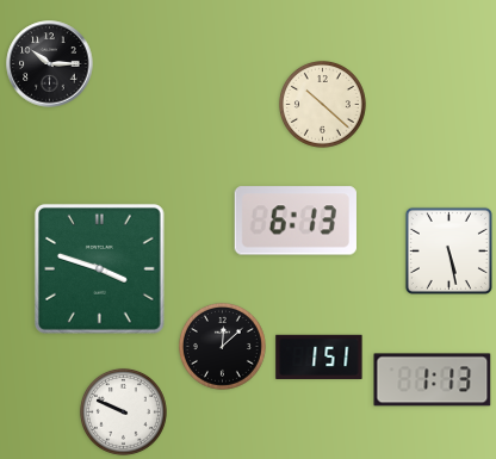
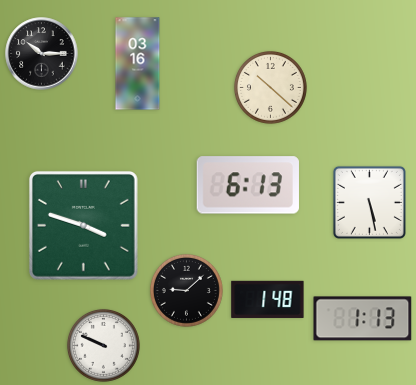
clock at (138, 64): none -> 03:16
clock at (448, 250) position: (448, 250) -> (369, 202)
clock at (222, 346): 12:08 -> 9:08
clock at (320, 356): 1:51 -> 1:48
